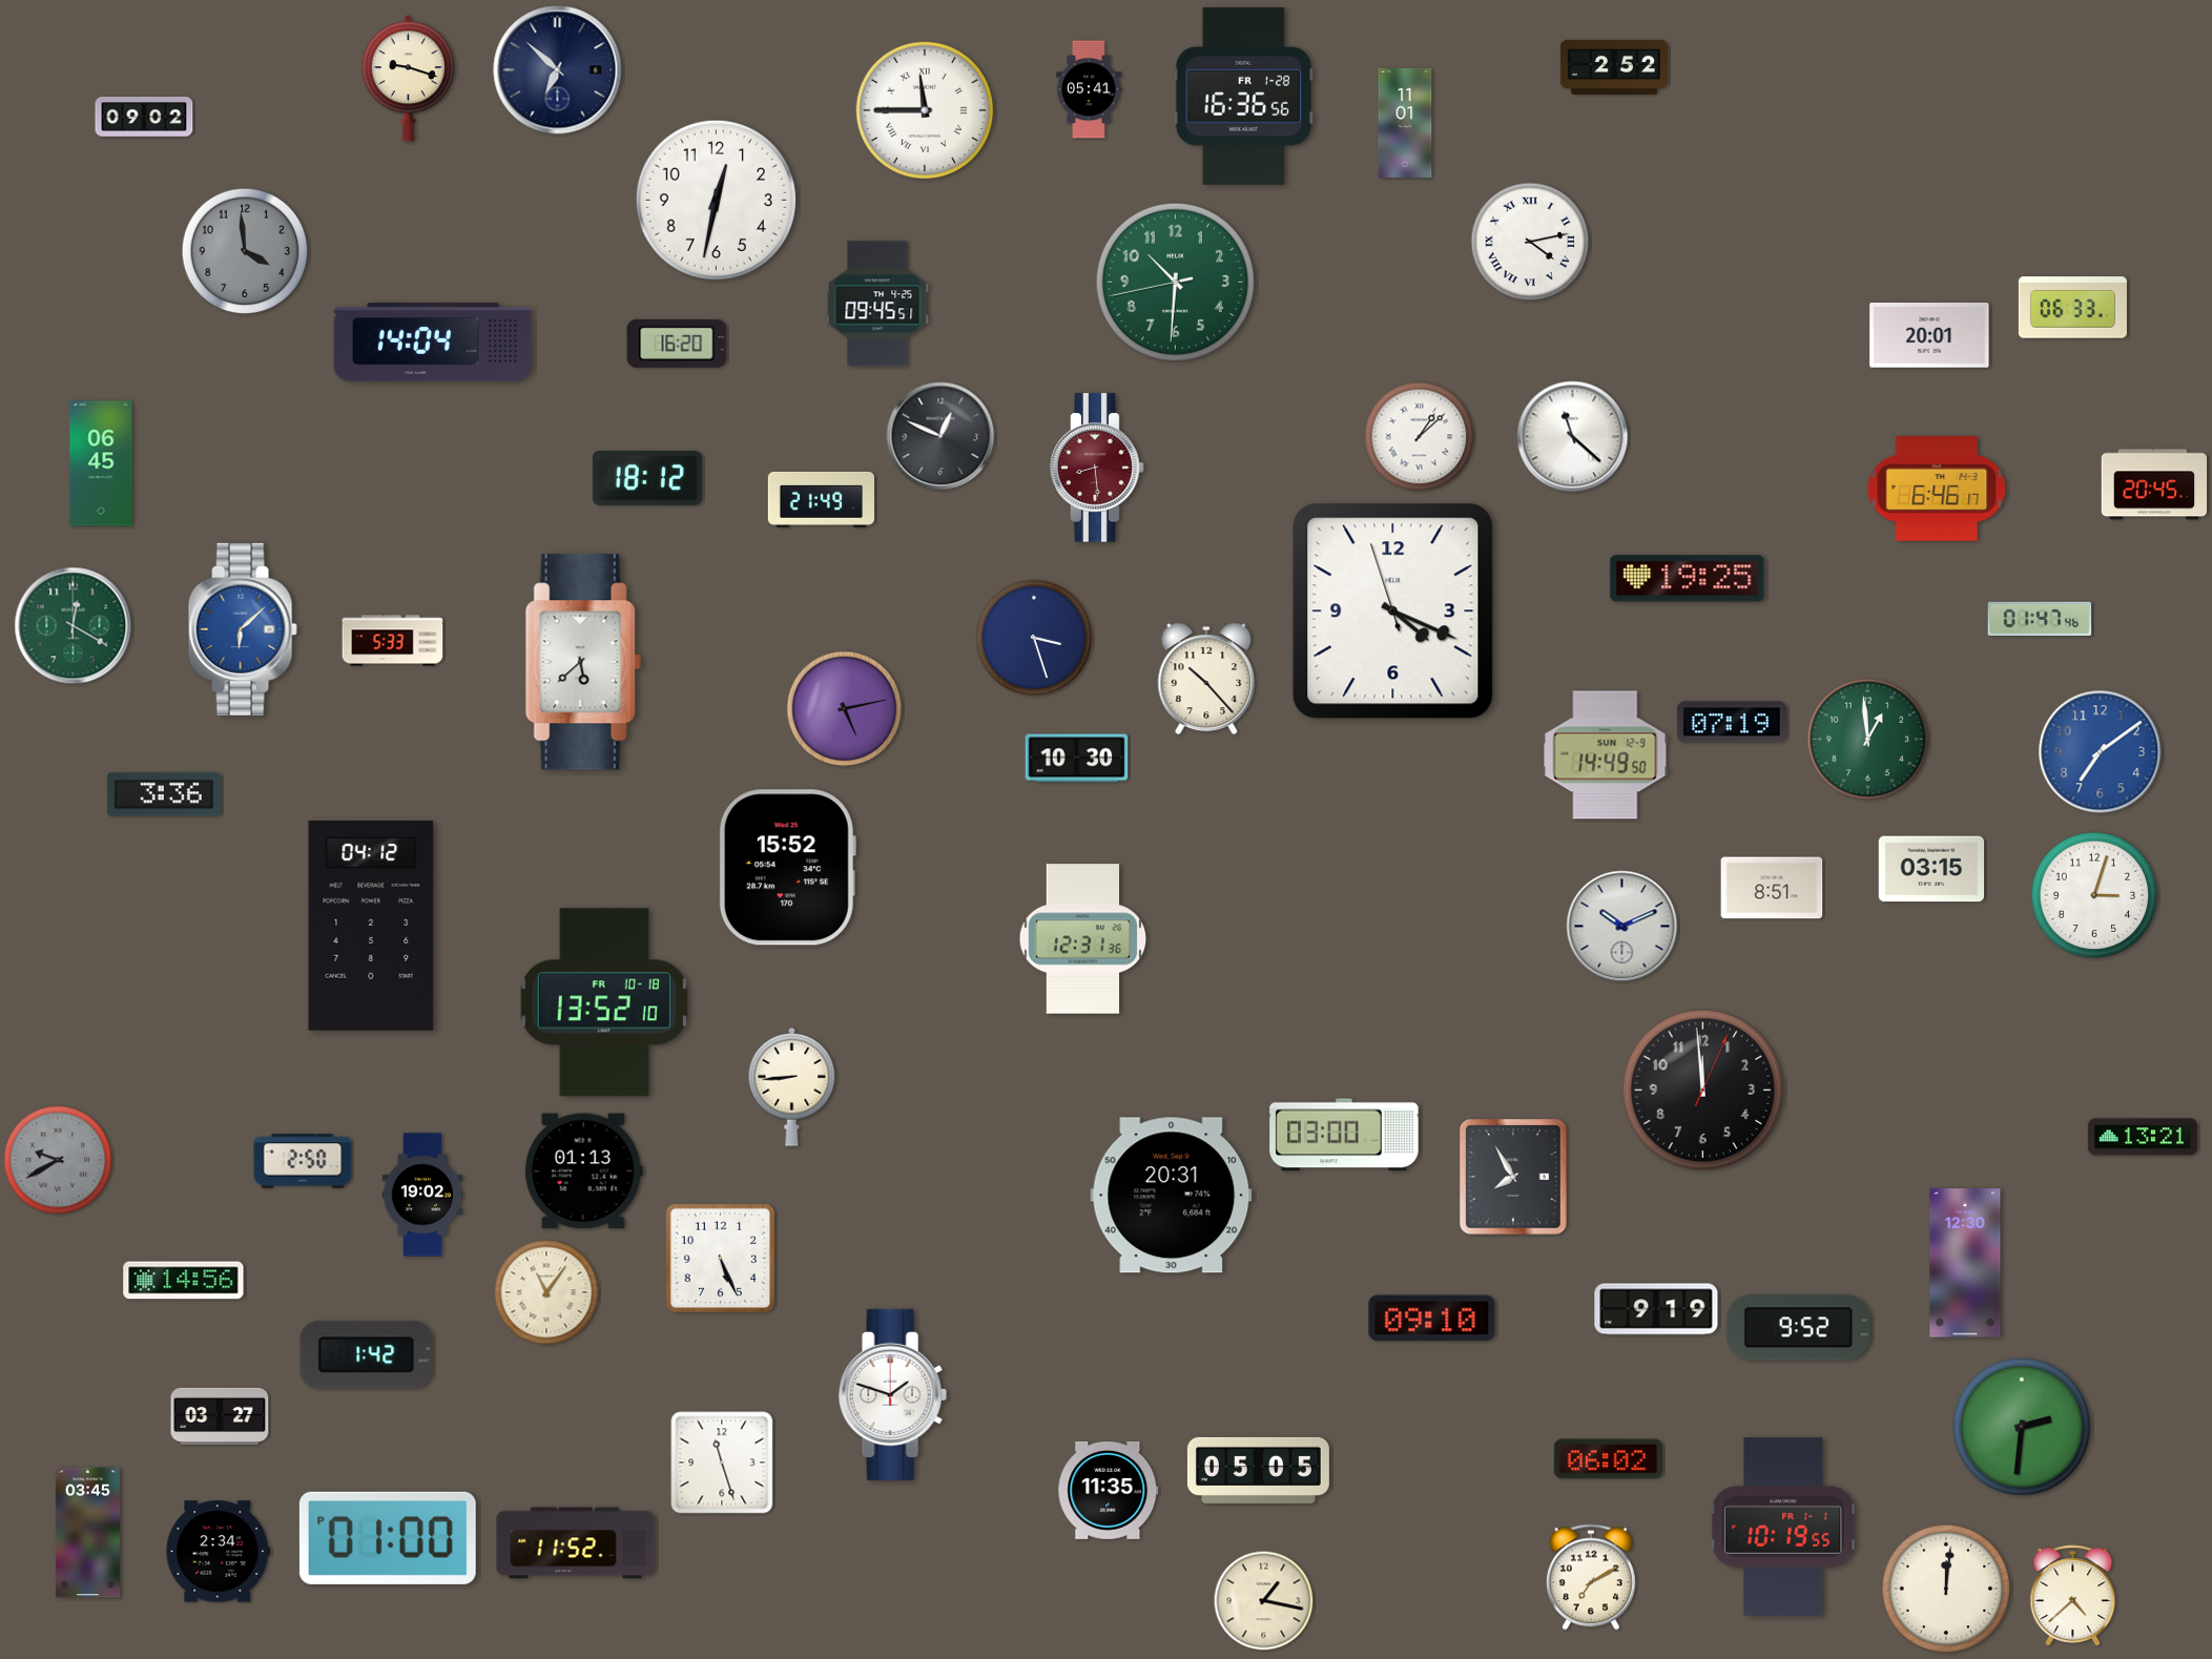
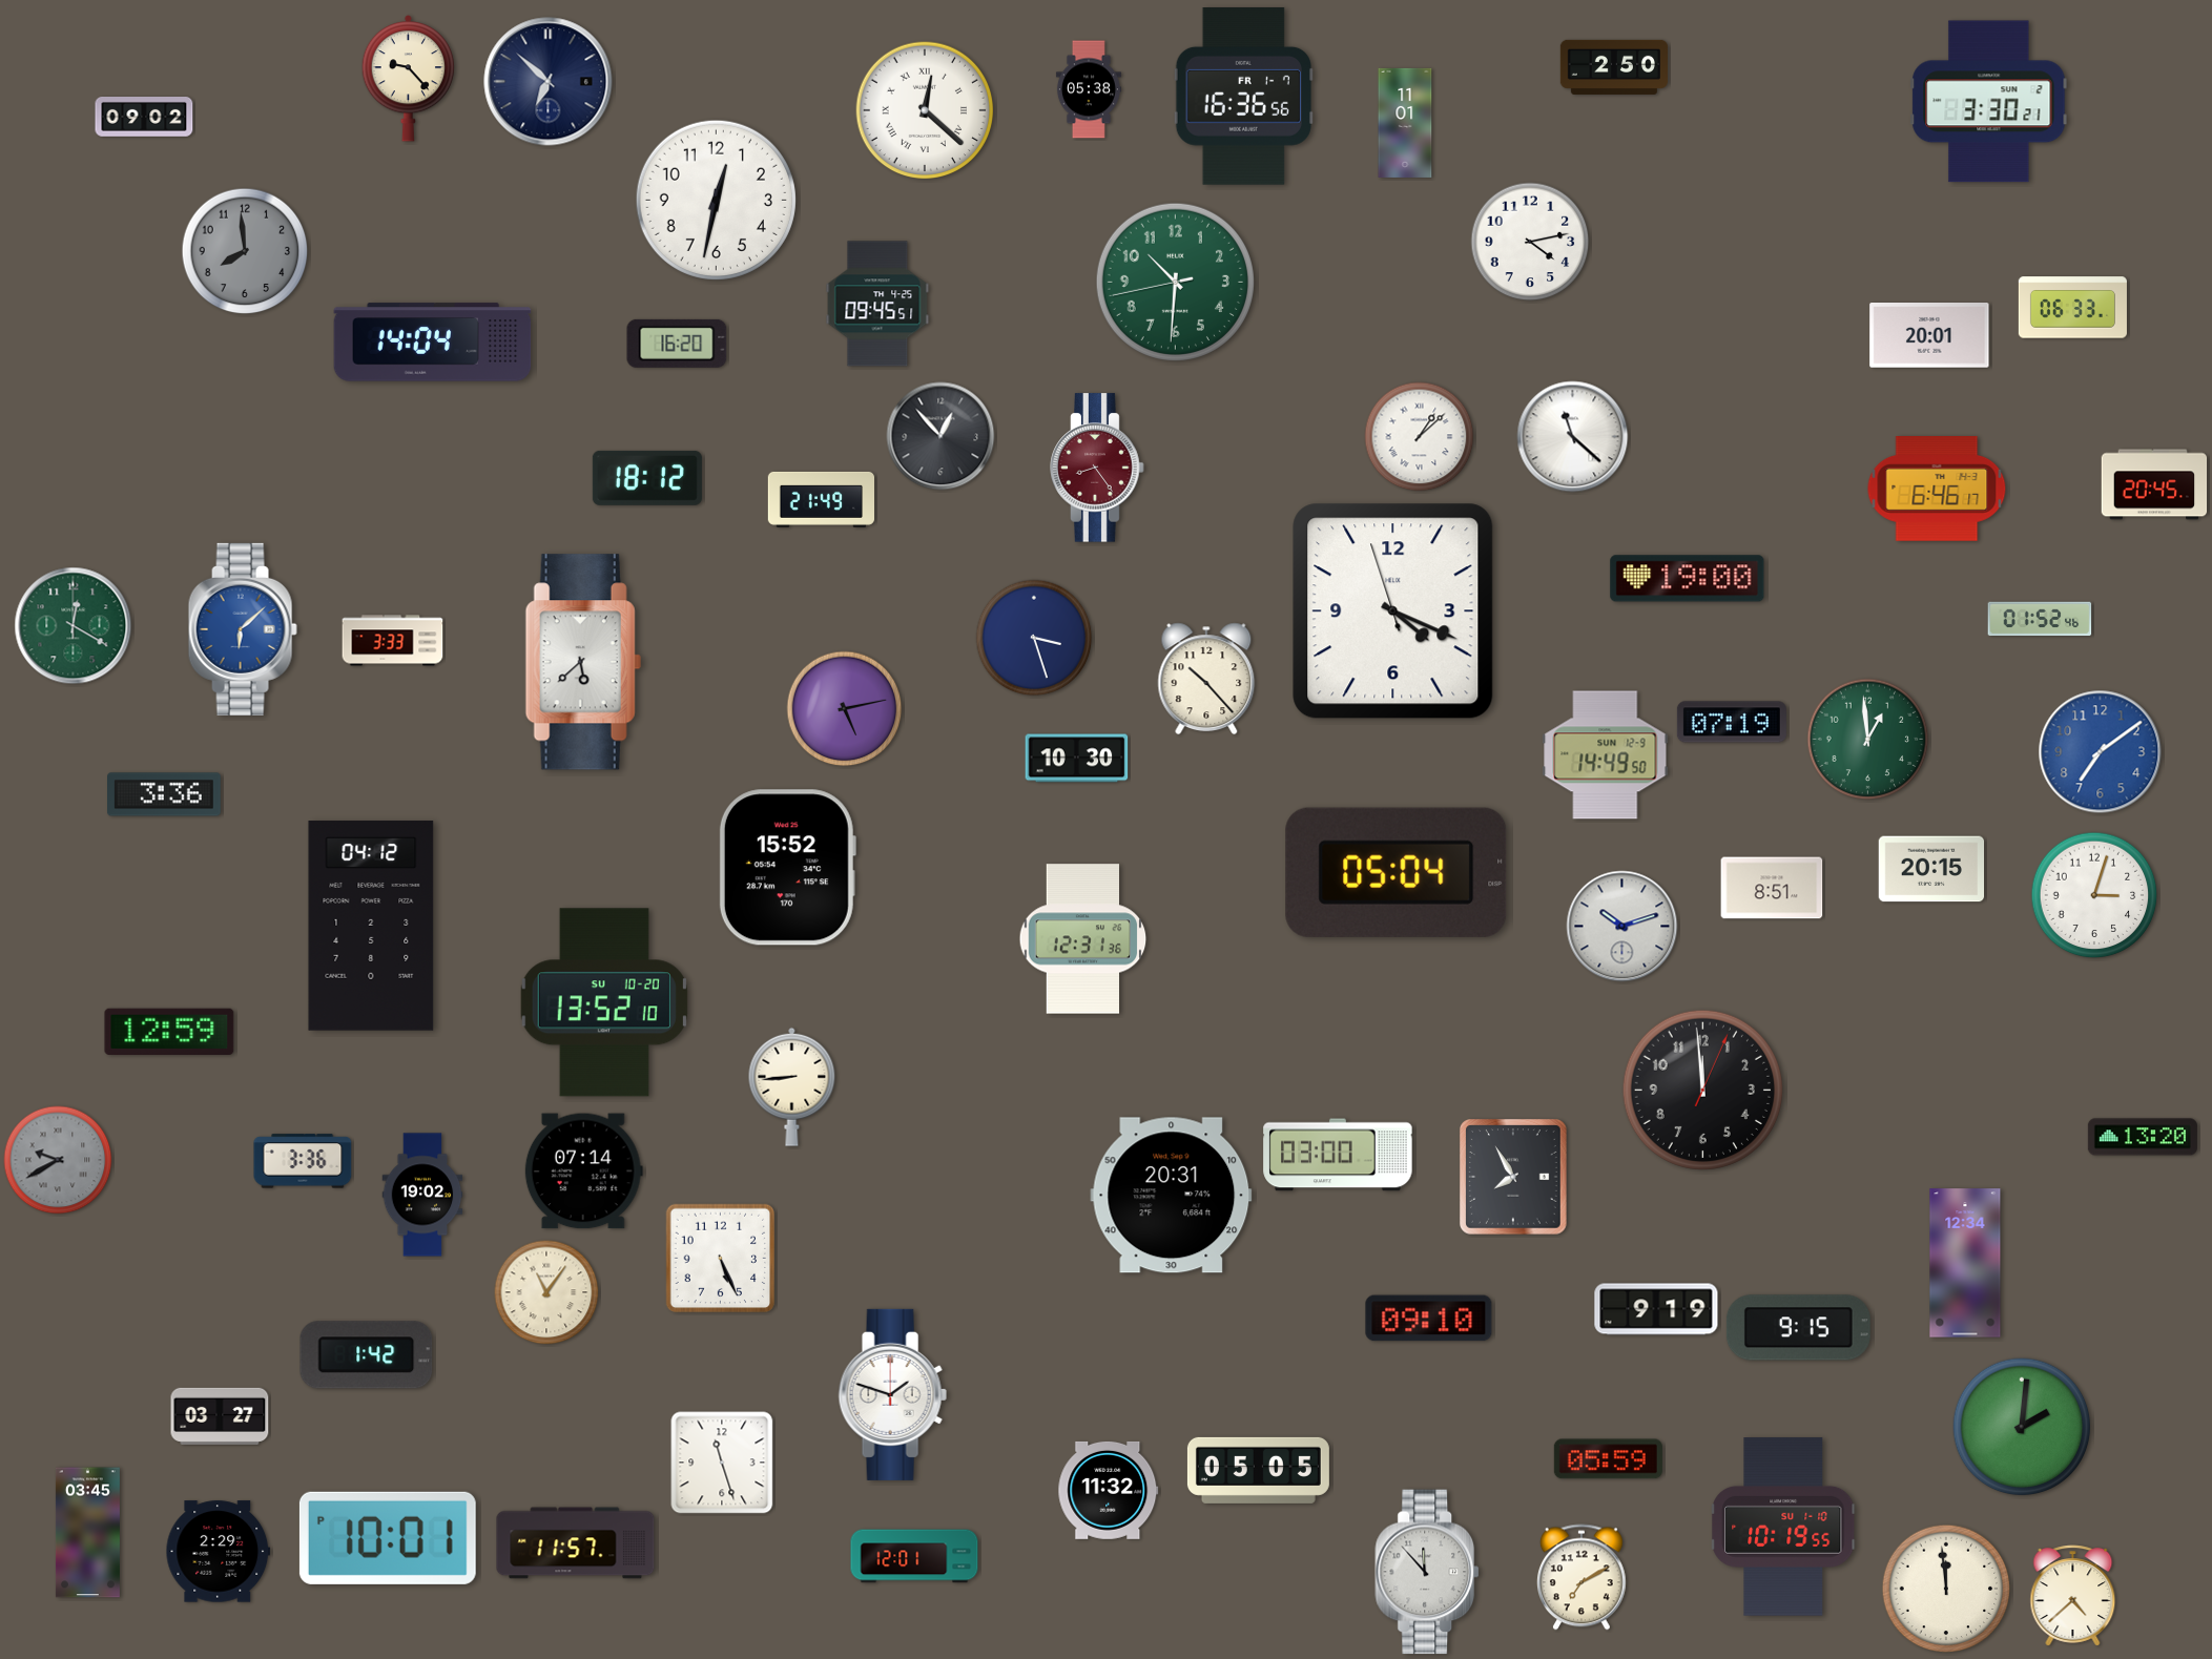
clock at (1613, 67): 2:52 -> 2:50
clock at (558, 70) position: (558, 70) -> (549, 82)
clock at (409, 78): 9:18 -> 9:23
clock at (1089, 89): 05:41 -> 05:38
clock at (1243, 97) date: FR 1-28 -> FR 1-7
clock at (1989, 102): none -> 3:30
clock at (925, 110): 11:45 -> 12:22
clock at (1530, 242) numerals: Roman -> Arabic
clock at (245, 251): 3:59 -> 7:59
clock at (940, 436): 12:49 -> 12:53
clock at (101, 463): 06:45 -> none
clock at (1097, 468): 8:29 -> 8:24
clock at (1688, 579): 19:25 -> 19:00
clock at (2040, 619): 01:47 -> 01:52
clock at (393, 641): 5:33 -> 3:33
clock at (1931, 869): 03:15 -> 20:15
clock at (1397, 872): none -> 05:04
clock at (1622, 927): 10:11 -> 10:12
clock at (604, 1002) date: FR 10-18 -> SU 10-20
clock at (169, 1031): none -> 12:59
clock at (1344, 1135) position: (1344, 1135) -> (1338, 1155)
clock at (2143, 1137): 13:21 -> 13:20
clock at (303, 1161): 2:50 -> 3:36
clock at (583, 1171): 01:13 -> 07:14
clock at (1965, 1263): 12:30 -> 12:34
clock at (184, 1281): 14:56 -> none
clock at (1432, 1319) position: (1432, 1319) -> (1429, 1319)
clock at (1798, 1328): 9:52 -> 9:15
clock at (2022, 1427): 2:31 -> 2:01
clock at (1608, 1459): 06:02 -> 05:59
clock at (1109, 1490): 11:35 -> 11:32
clock at (1783, 1527) date: FR 1-1 -> SU 1-10
clock at (388, 1538): 01:00 -> 10:01
clock at (576, 1543): 11:52 -> 11:57
clock at (219, 1552): 2:34 -> 2:29
clock at (914, 1556): none -> 12:01
clock at (1428, 1572): none -> 11:53
clock at (1591, 1577) position: (1591, 1577) -> (1582, 1577)
clock at (1946, 1589): 12:01 -> 11:59
clock at (1264, 1601): 1:17 -> none
